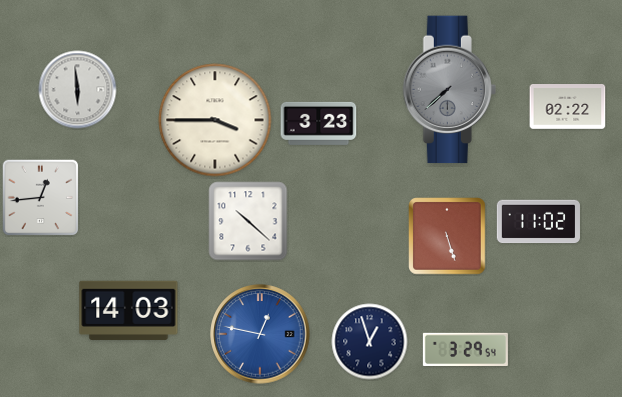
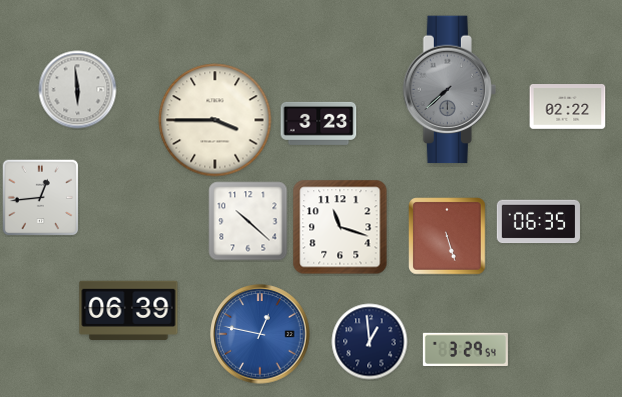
clock at (538, 222): 11:02 -> 06:35
clock at (340, 227): none -> 11:18
clock at (129, 310): 14:03 -> 06:39
clock at (370, 342): 12:57 -> 12:59
